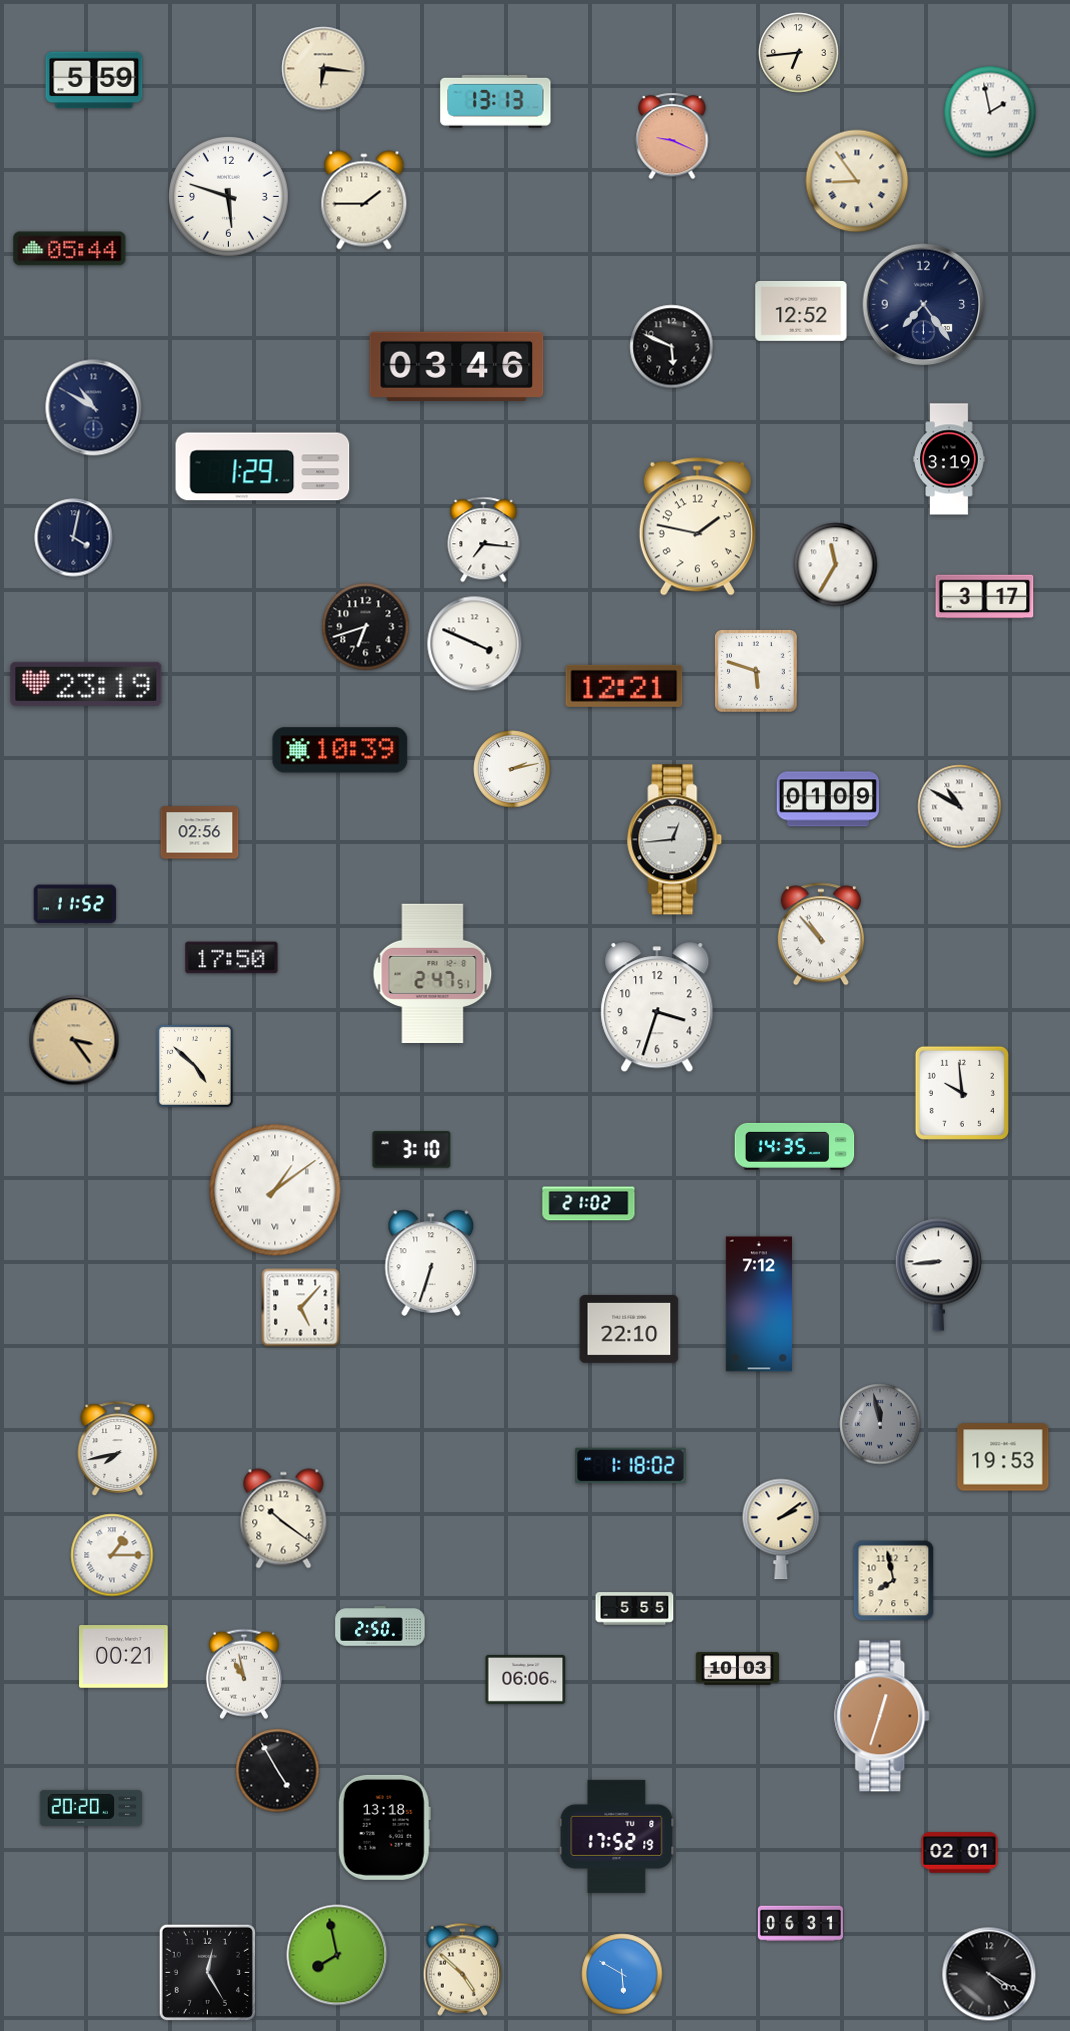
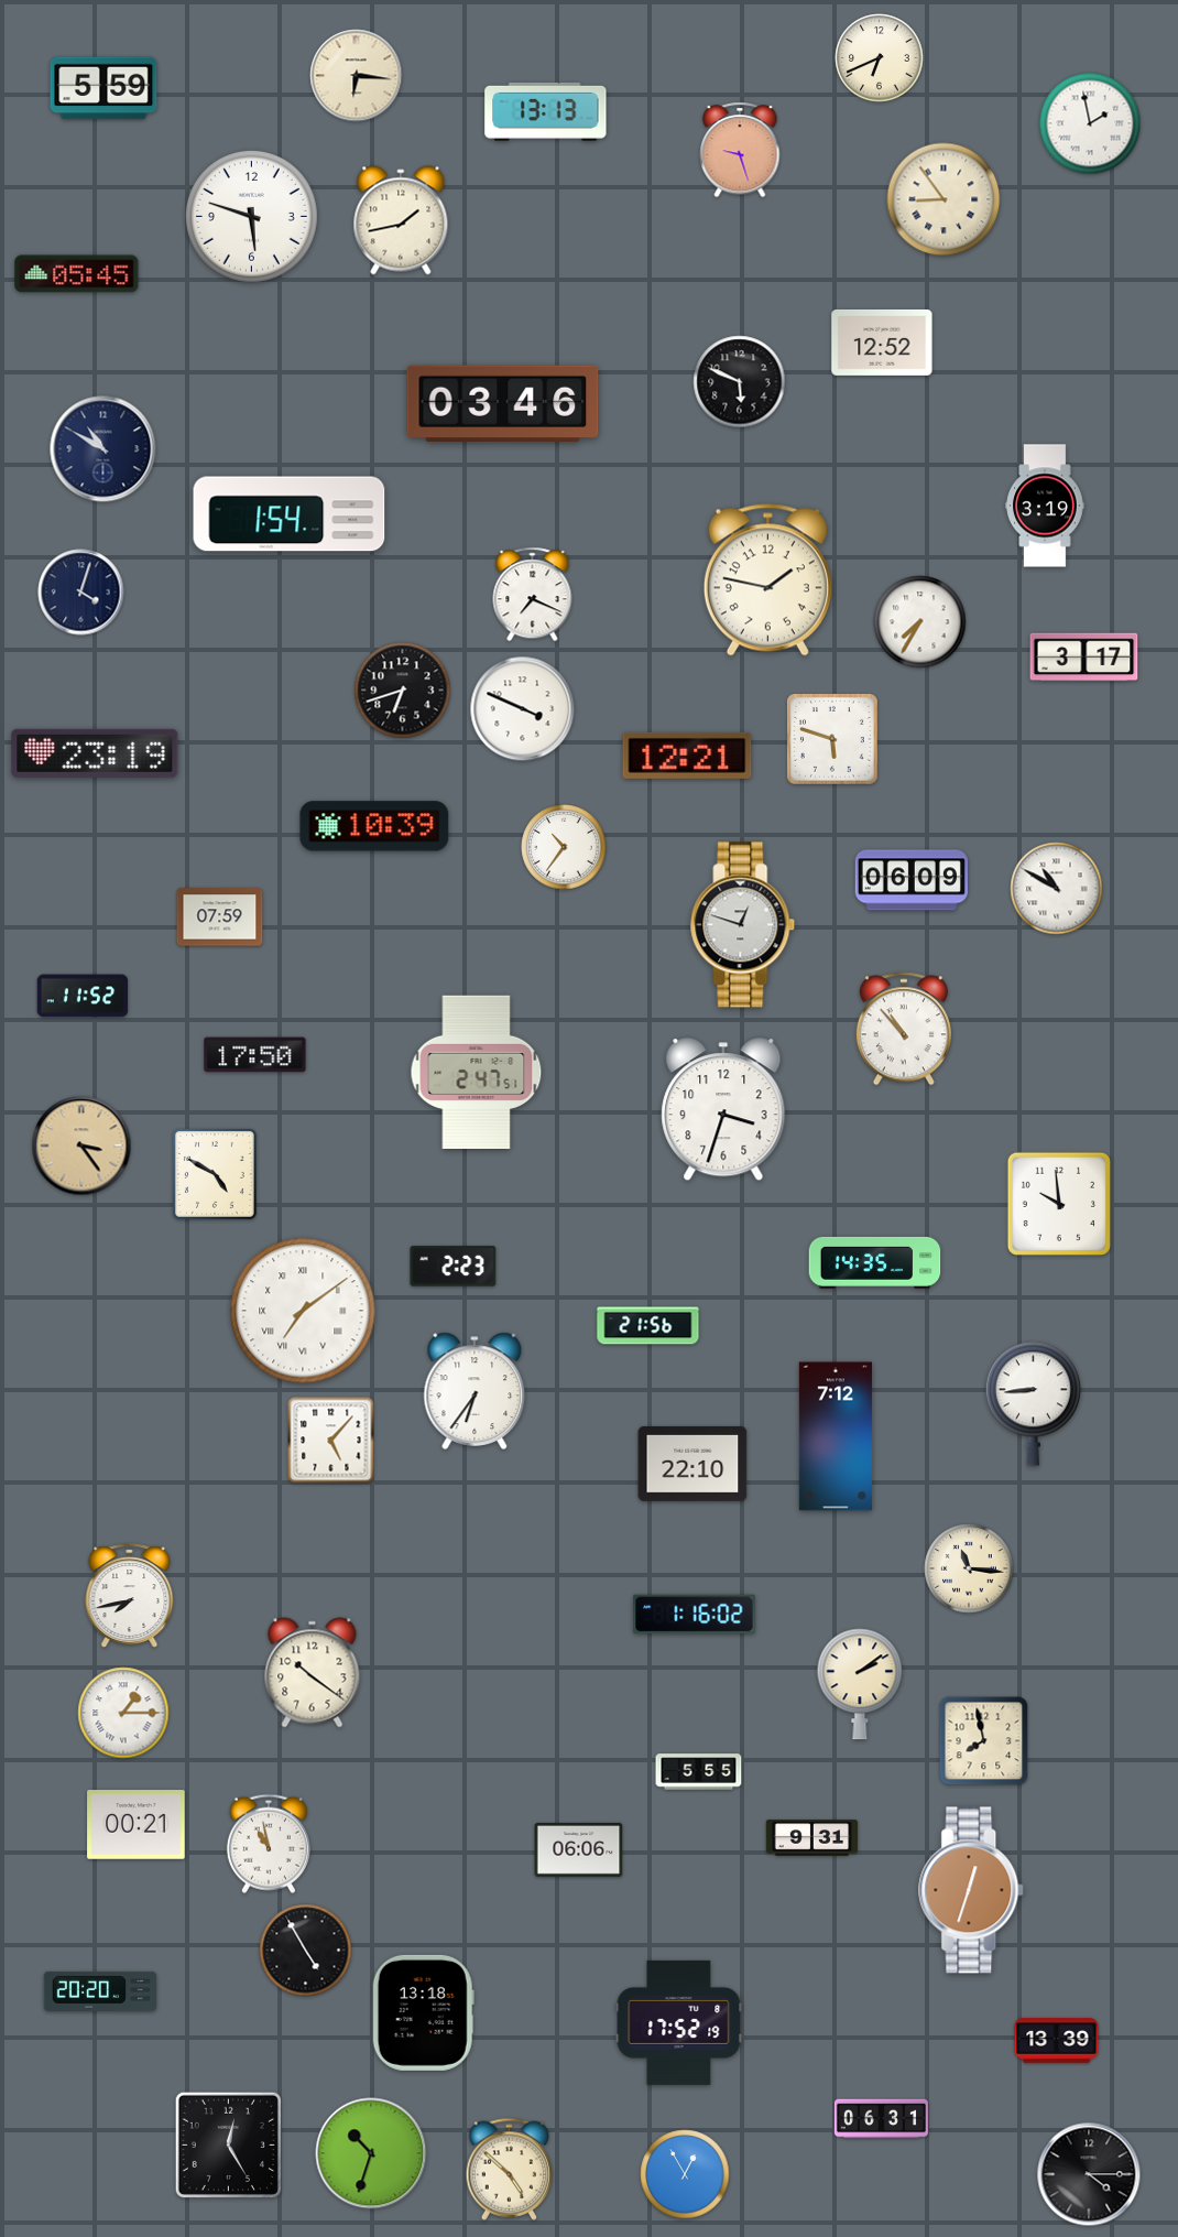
clock at (799, 53): 6:44 -> 6:41
clock at (672, 136): 9:19 -> 9:27
clock at (364, 200): 1:45 -> 1:43
clock at (70, 249): 05:44 -> 05:45
clock at (924, 305): 7:24 -> none
clock at (263, 467): 1:29 -> 1:54
clock at (74, 538): 4:02 -> 4:03
clock at (484, 540): 7:16 -> 7:19
clock at (836, 565): 11:35 -> 7:35
clock at (512, 769): 2:13 -> 10:36
clock at (827, 799): 01:09 -> 06:09
clock at (200, 833): 02:56 -> 07:59
clock at (675, 840): 12:44 -> 12:48
clock at (195, 1067): 4:52 -> 4:50
clock at (412, 1150): 3:10 -> 2:23
clock at (275, 1190): 1:09 -> 7:09
clock at (589, 1204): 21:02 -> 21:56
clock at (431, 1262): 6:33 -> 6:36
clock at (880, 1424): 11:58 -> 11:16
clock at (880, 1424) dial: grey -> cream
clock at (1003, 1457): 19:53 -> none
clock at (631, 1466): 1:18 -> 1:16
clock at (380, 1626): 2:50 -> none
clock at (738, 1669): 10:03 -> 9:31
clock at (960, 1853): 02:01 -> 13:39
clock at (337, 1955): 7:58 -> 10:33
clock at (207, 1972) position: (207, 1972) -> (228, 2144)
clock at (622, 1974): 5:50 -> 12:55
clock at (989, 1974): 4:20 -> 4:15
